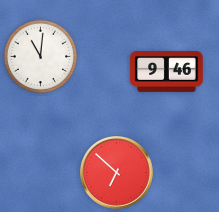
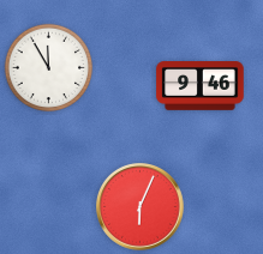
clock at (41, 57): 11:01 -> 11:55
clock at (117, 173): 6:52 -> 6:04
